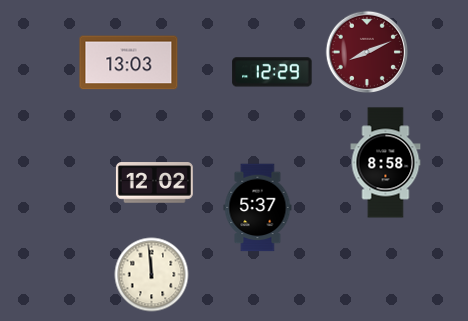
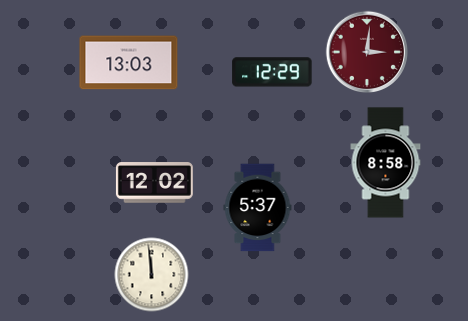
clock at (366, 51): 8:11 -> 3:01
